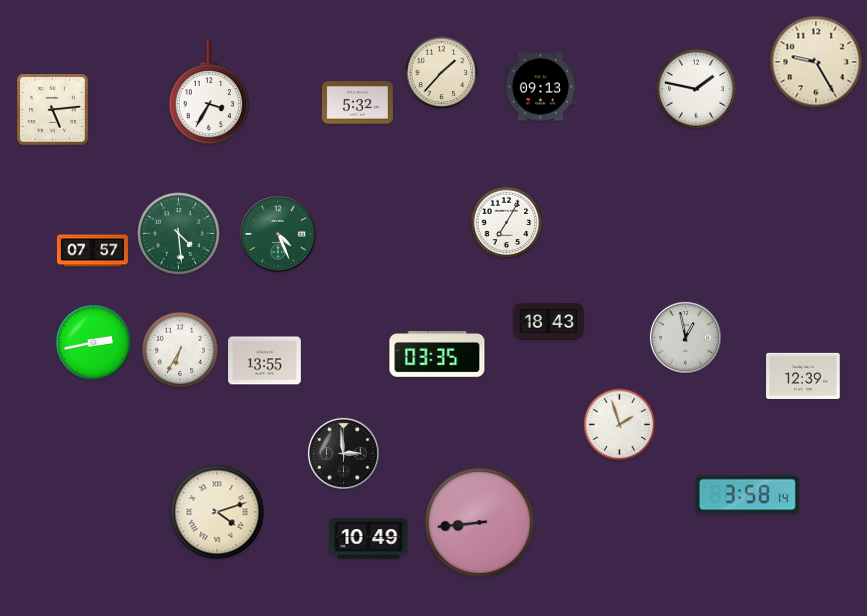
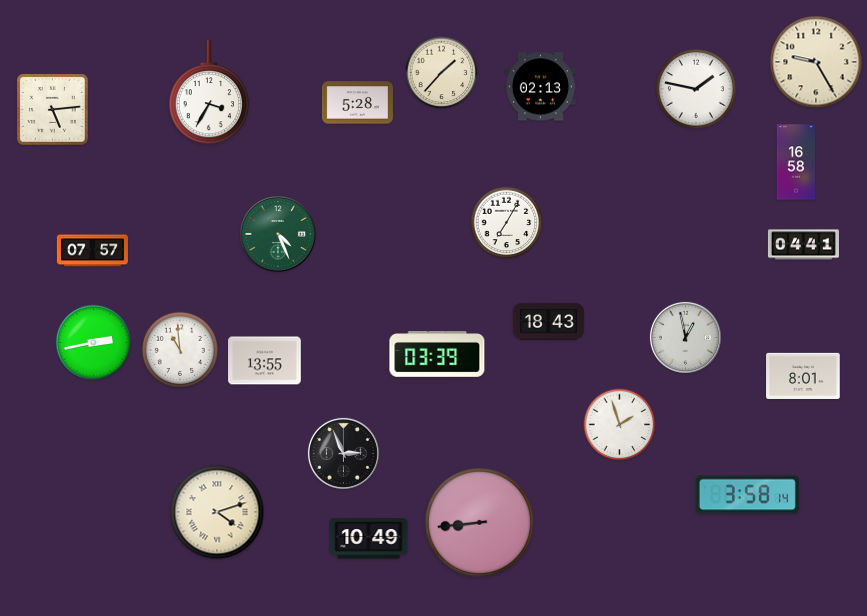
clock at (540, 87): 09:13 -> 02:13
clock at (357, 103): 5:32 -> 5:28
clock at (796, 162): none -> 16:58
clock at (179, 234): 4:29 -> none
clock at (803, 245): none -> 04:41
clock at (179, 349): 6:35 -> 10:59
clock at (437, 355): 03:35 -> 03:39
clock at (803, 375): 12:39 -> 8:01
clock at (343, 453): 2:59 -> 2:56
